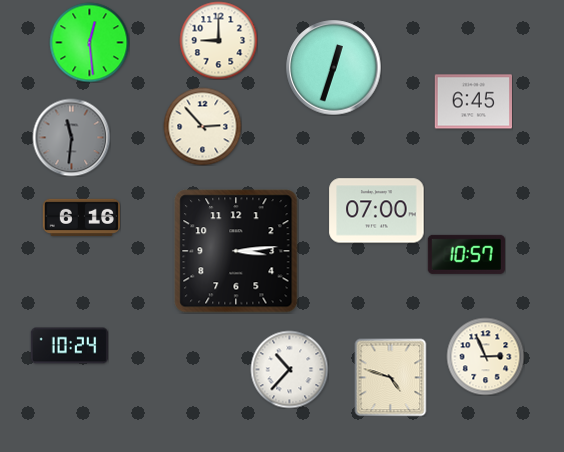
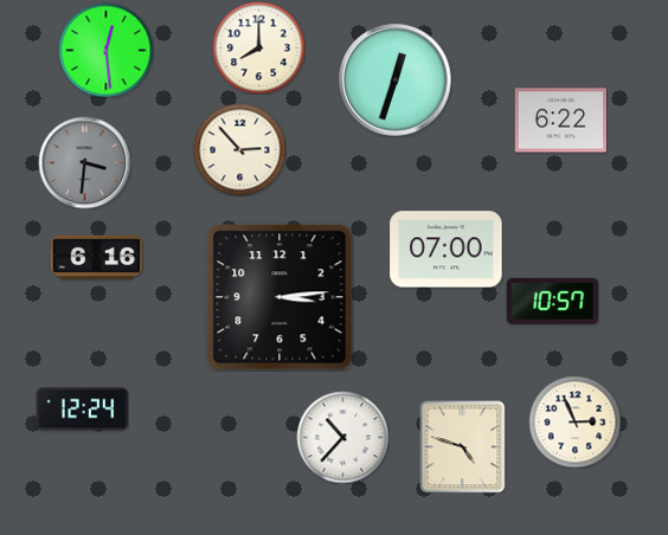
clock at (218, 40): 9:00 -> 8:00
clock at (473, 102): 6:45 -> 6:22
clock at (71, 137): 11:31 -> 3:31
clock at (69, 346): 10:24 -> 12:24
